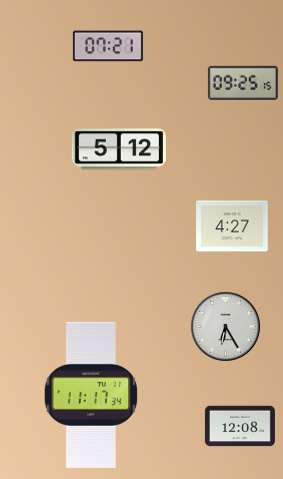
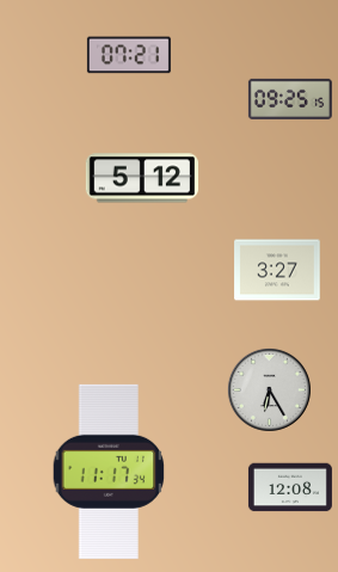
clock at (232, 226): 4:27 -> 3:27
clock at (240, 426) position: (240, 426) -> (290, 487)
